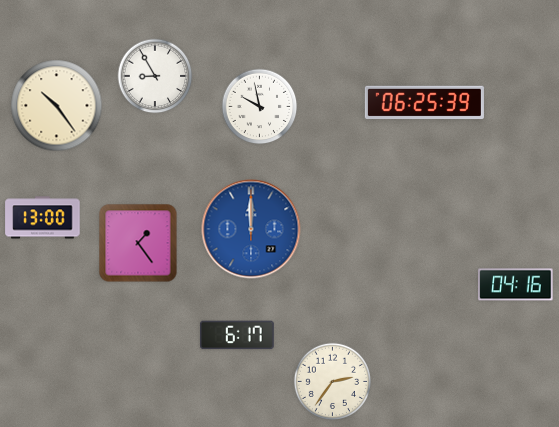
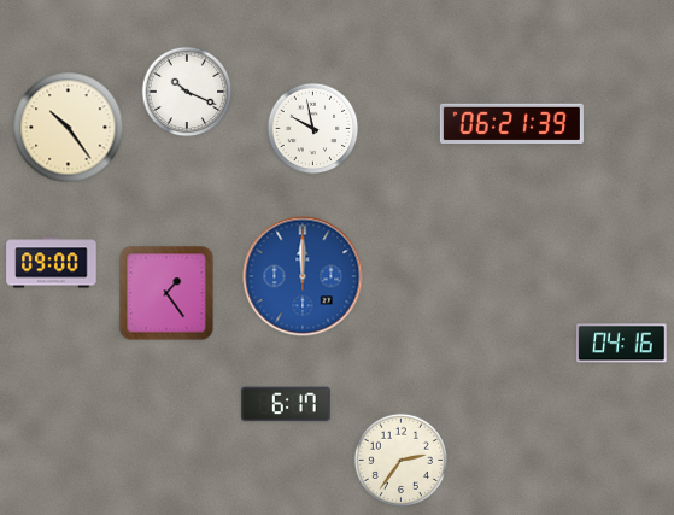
clock at (155, 76): 8:55 -> 10:19
clock at (424, 103): 06:25 -> 06:21
clock at (43, 218): 13:00 -> 09:00
